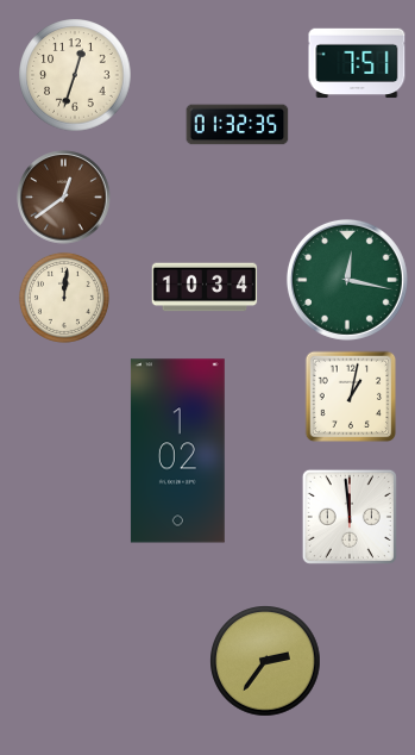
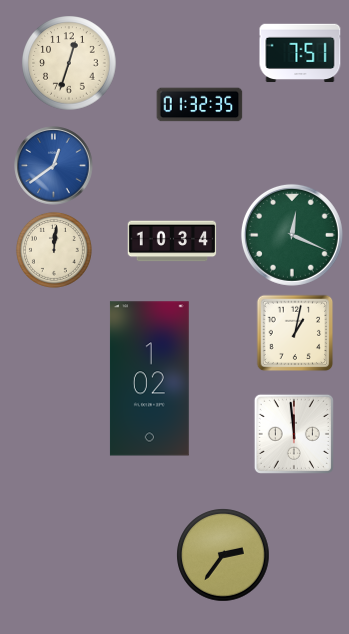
clock at (75, 75) position: (75, 75) -> (69, 63)
clock at (64, 198) dial: brown -> blue
clock at (347, 280): 12:17 -> 12:19
